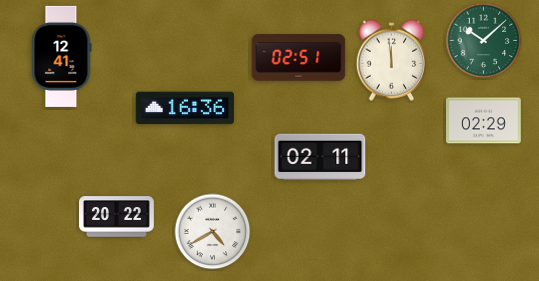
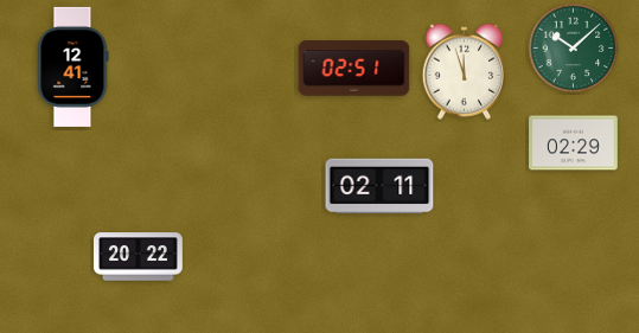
clock at (392, 60): 11:59 -> 11:57
clock at (184, 108): 16:36 -> none
clock at (213, 232): 4:40 -> none
